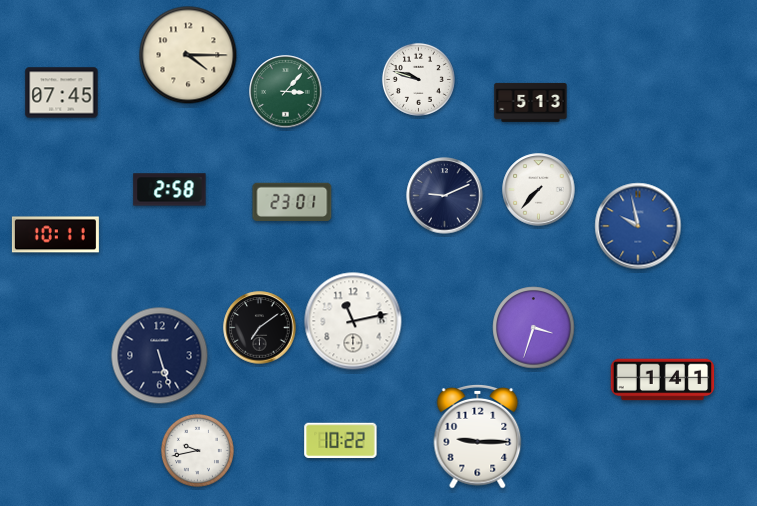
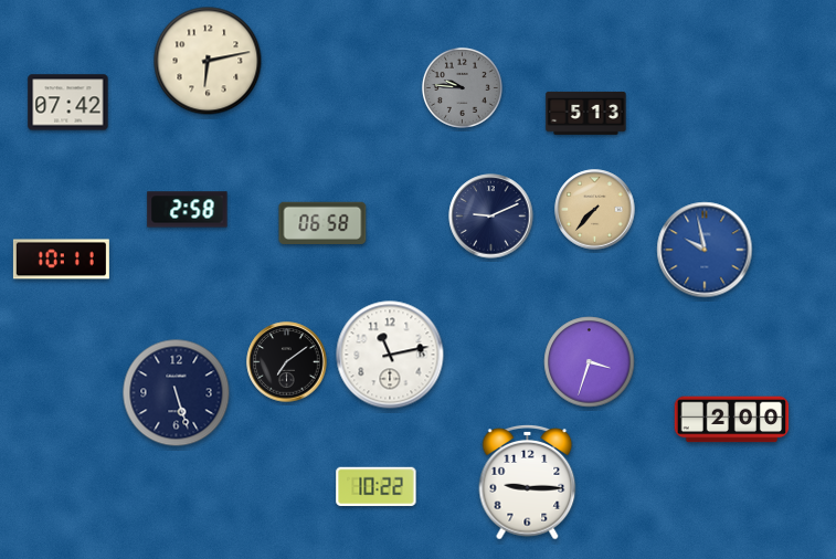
clock at (188, 55): 4:15 -> 6:13
clock at (418, 79): 9:48 -> 9:46
clock at (418, 79) dial: white -> grey
clock at (286, 92): 3:07 -> none
clock at (62, 93): 07:45 -> 07:42
clock at (539, 190) dial: white -> champagne
clock at (292, 202): 23:01 -> 06:58
clock at (663, 380): 1:41 -> 2:00
clock at (197, 450): 9:43 -> none
